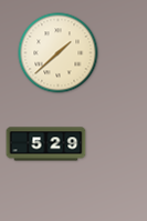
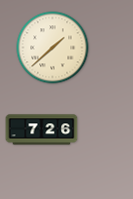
clock at (46, 144): 5:29 -> 7:26
